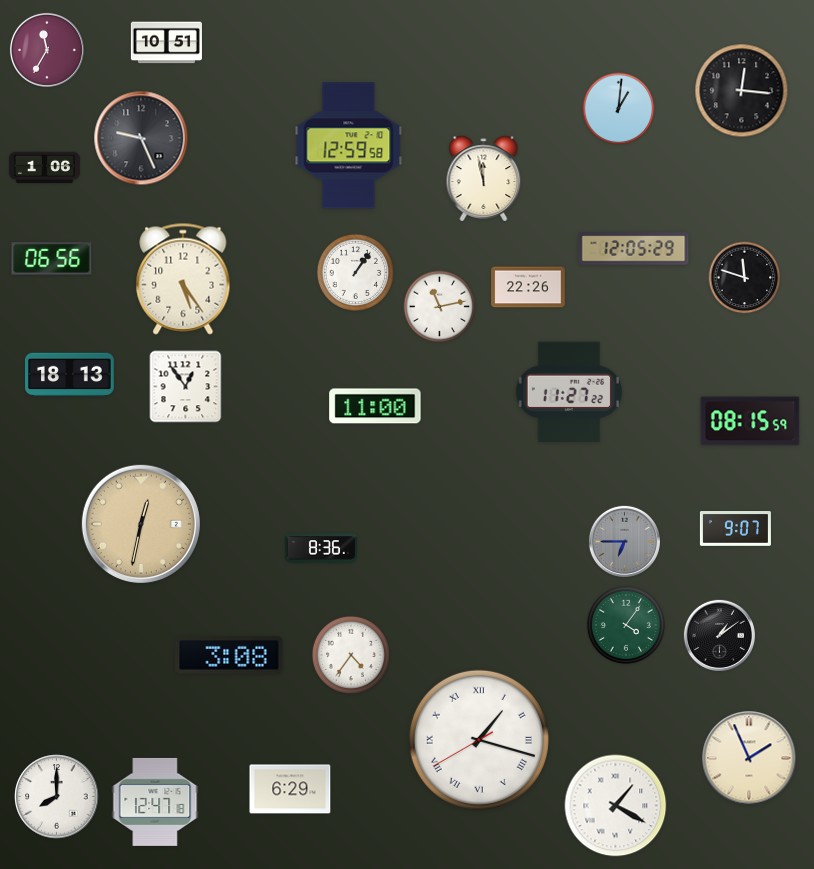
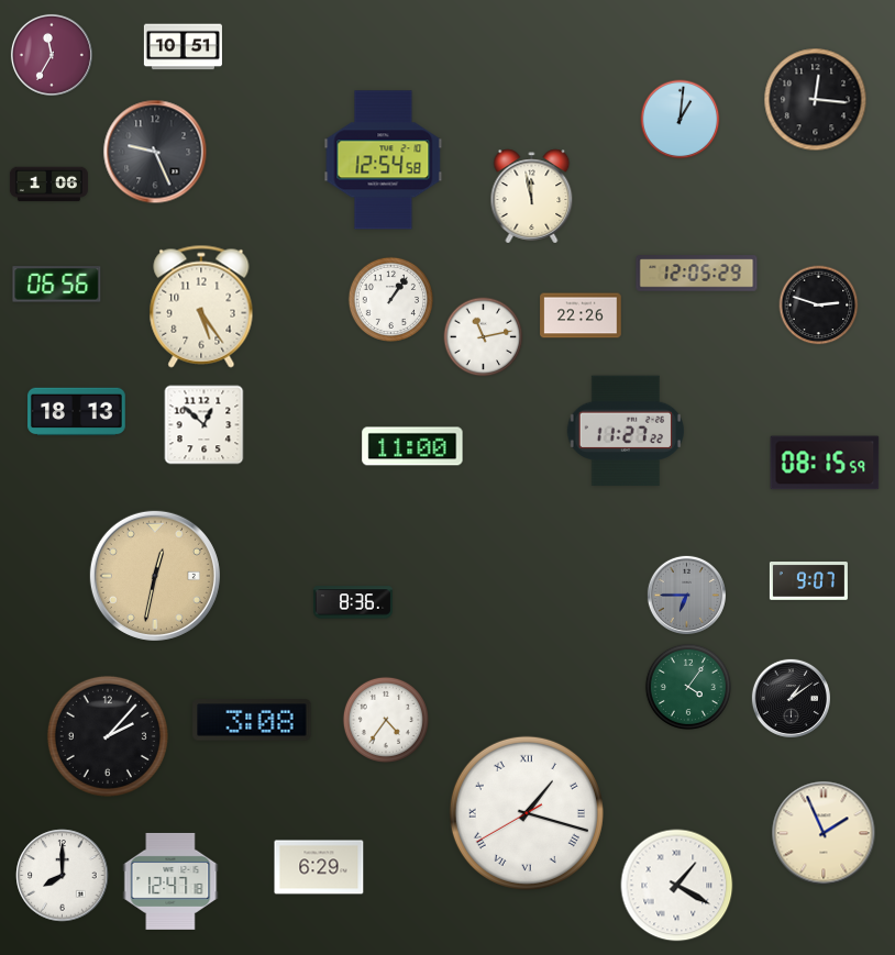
clock at (349, 146): 12:59 -> 12:54
clock at (745, 278): 11:48 -> 2:48
clock at (186, 387): 12:54 -> 12:52
clock at (108, 736): none -> 2:07
